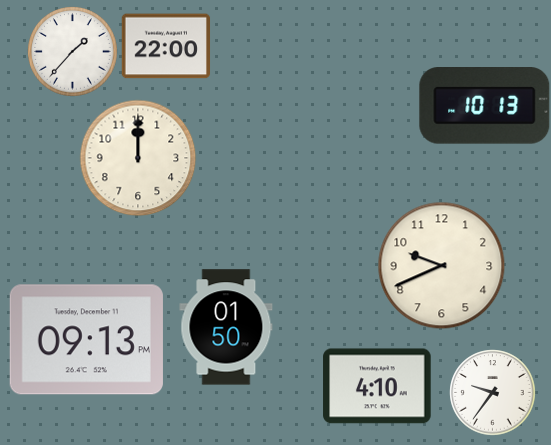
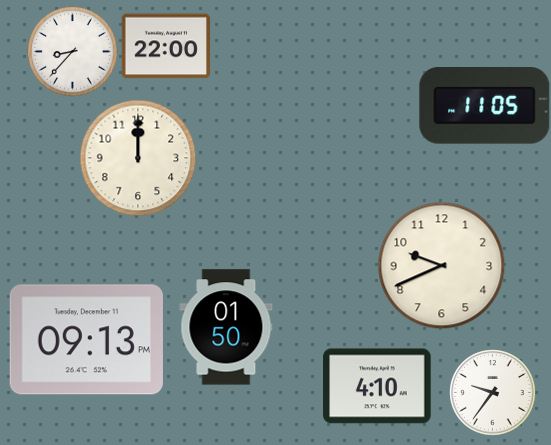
clock at (73, 52): 1:37 -> 8:37
clock at (485, 106): 10:13 -> 11:05
